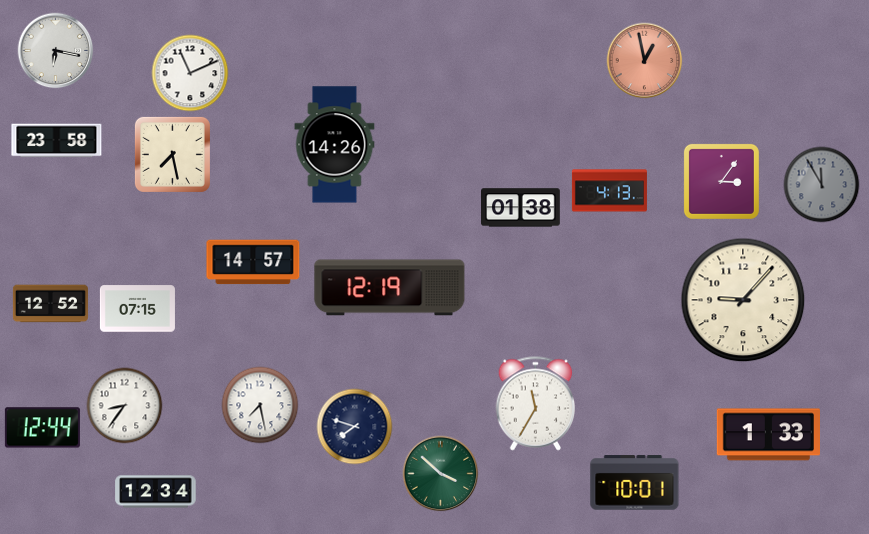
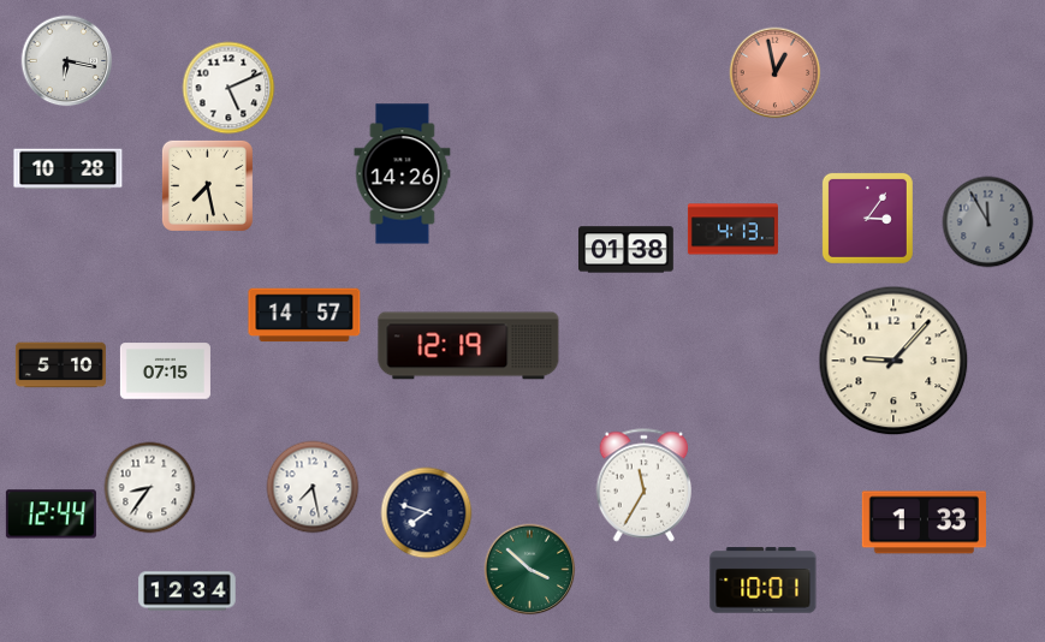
clock at (190, 73): 11:11 -> 5:11
clock at (57, 141): 23:58 -> 10:28
clock at (50, 304): 12:52 -> 5:10
